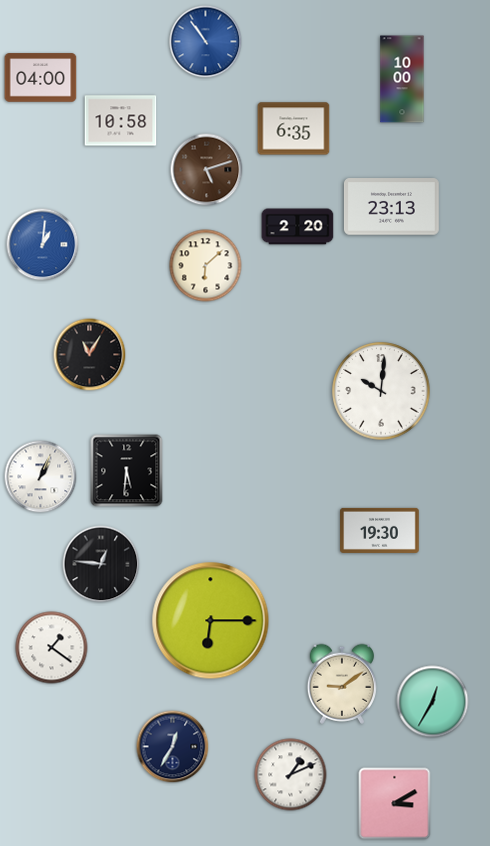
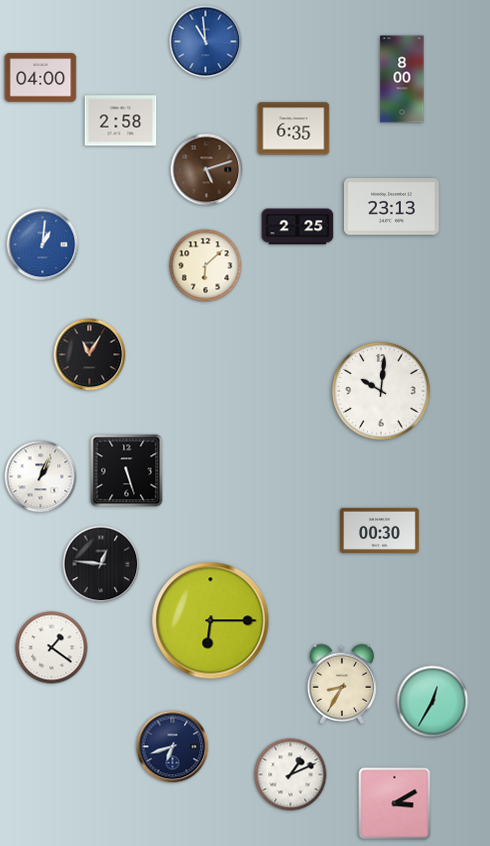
clock at (206, 42): 10:54 -> 10:59
clock at (402, 79): 10:00 -> 8:00
clock at (121, 121): 10:58 -> 2:58
clock at (298, 227): 2:20 -> 2:25
clock at (127, 471): 5:31 -> 5:27
clock at (380, 530): 19:30 -> 00:30
clock at (341, 684): 9:09 -> 8:35
clock at (173, 747): 12:35 -> 6:42
